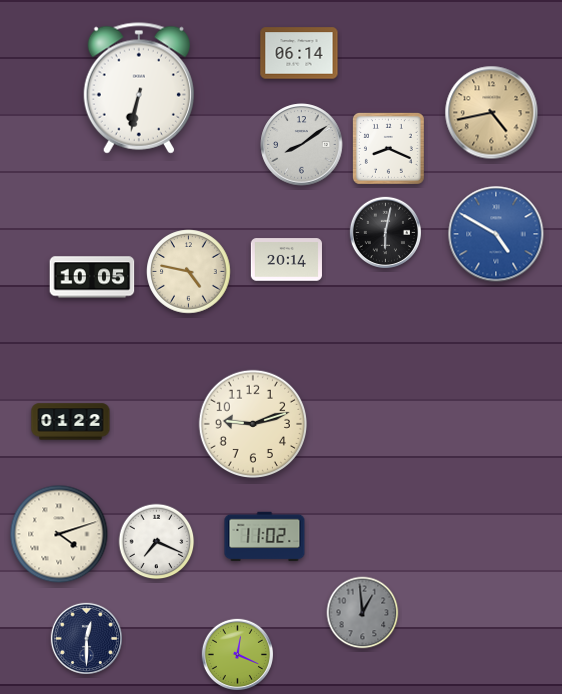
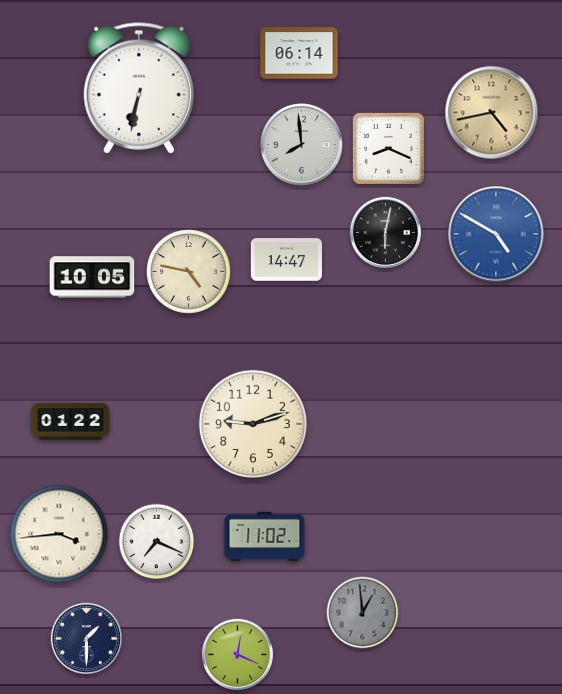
clock at (302, 145): 8:09 -> 7:59
clock at (286, 260): 20:14 -> 14:47
clock at (59, 534): 4:12 -> 3:44
clock at (86, 638): 12:30 -> 1:30
